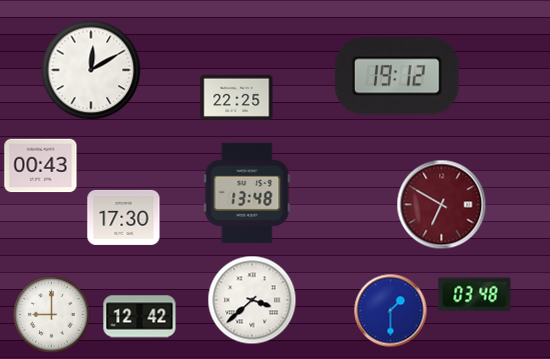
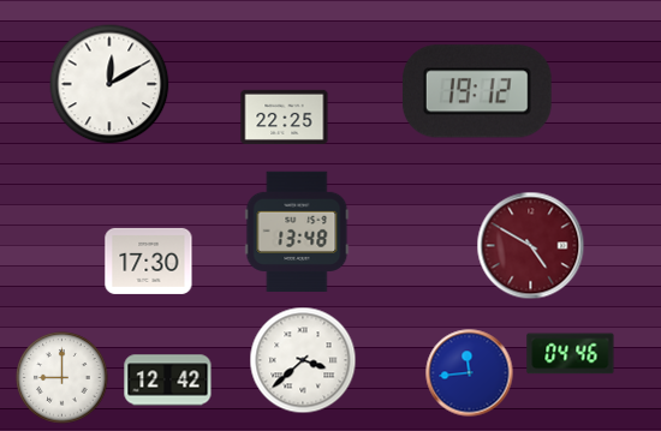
clock at (41, 166): 00:43 -> none
clock at (442, 205): 6:50 -> 4:50
clock at (475, 295): 03:48 -> 04:46
clock at (391, 311): 1:30 -> 11:44
